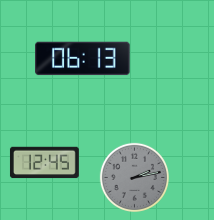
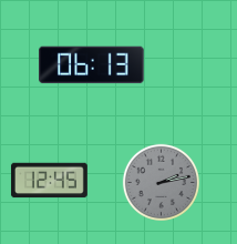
clock at (134, 177) position: (134, 177) -> (161, 182)
